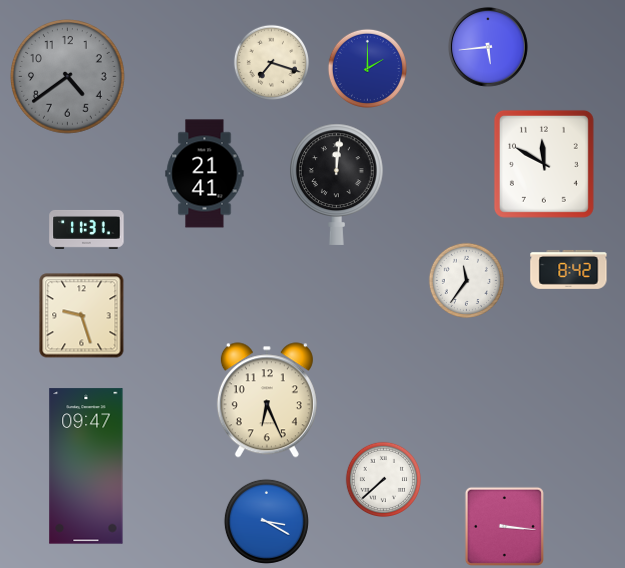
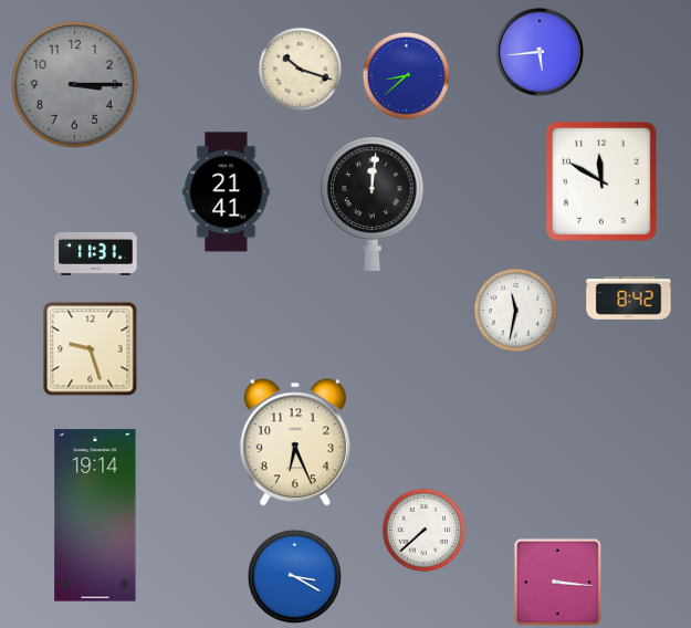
clock at (271, 62): 7:18 -> 10:18
clock at (367, 68): 2:00 -> 8:38
clock at (68, 77): 4:39 -> 3:15
clock at (466, 280): 11:36 -> 11:32
clock at (86, 466): 09:47 -> 19:14
